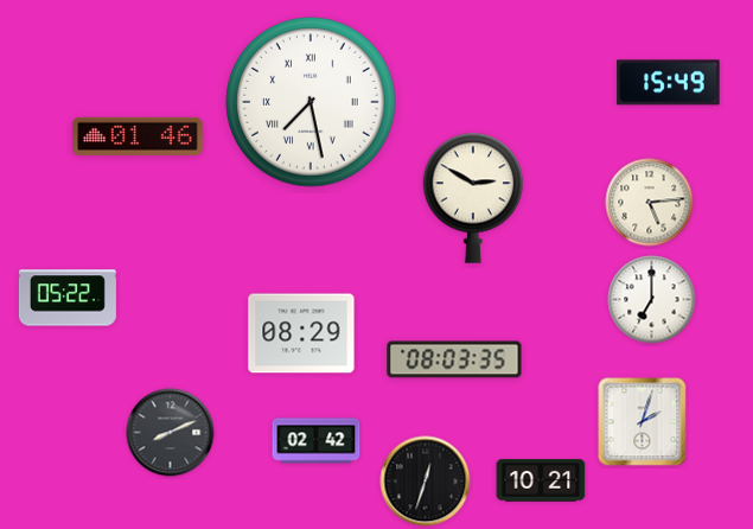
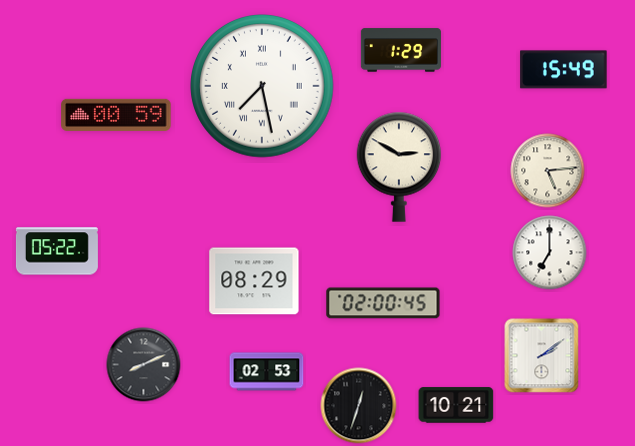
clock at (401, 50): none -> 1:29
clock at (138, 136): 01:46 -> 00:59
clock at (454, 359): 08:03 -> 02:00
clock at (643, 422): 2:03 -> 2:09
clock at (317, 441): 02:42 -> 02:53
